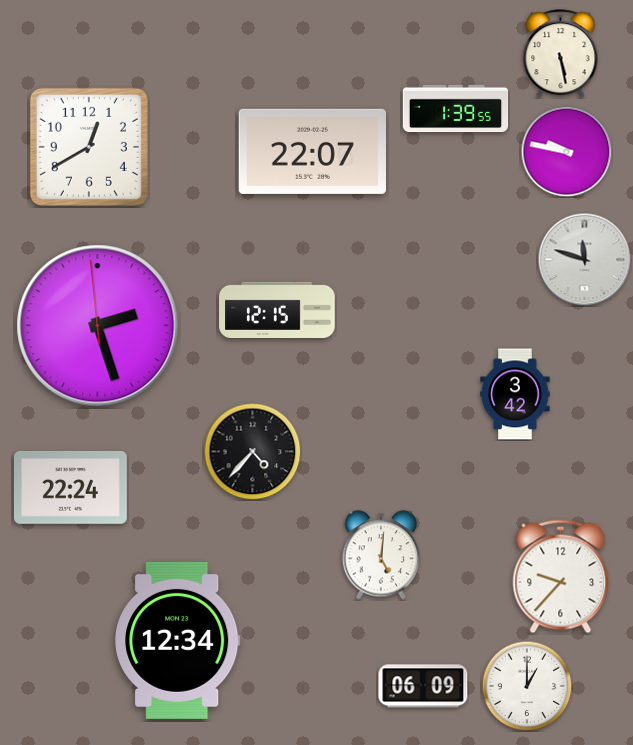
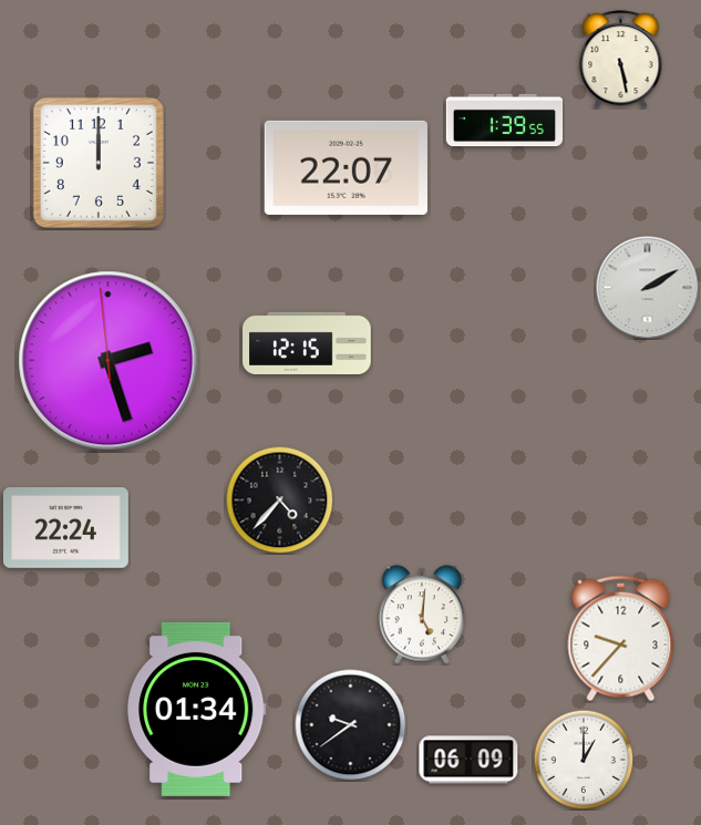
clock at (89, 147): 12:40 -> 12:00
clock at (566, 151): 9:47 -> none
clock at (584, 259): 11:48 -> 2:10
clock at (515, 394): 3:42 -> none
clock at (70, 487) position: (70, 487) -> (65, 527)
clock at (178, 640): 12:34 -> 01:34
clock at (351, 725): none -> 9:39
